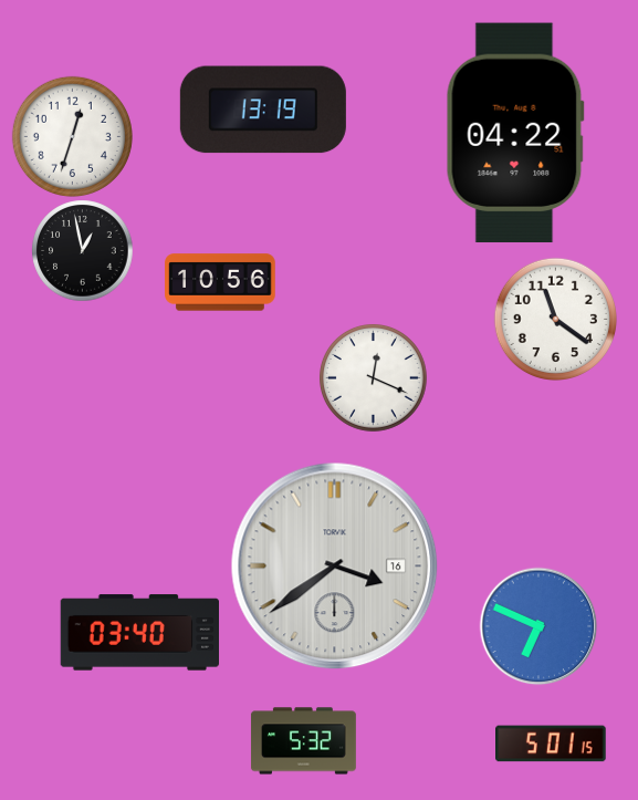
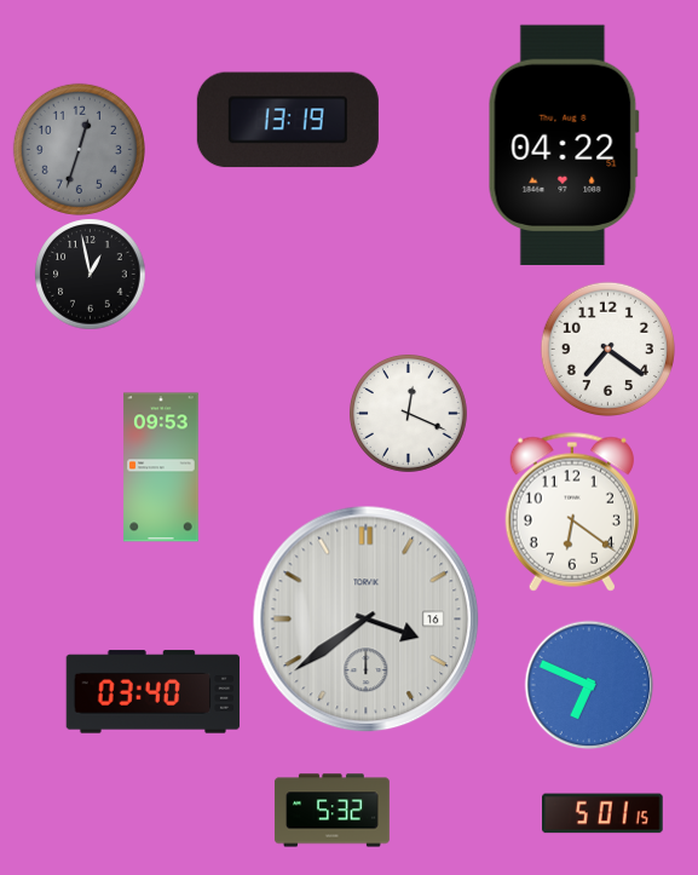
clock at (72, 136) dial: white -> grey
clock at (220, 282): 10:56 -> none
clock at (555, 319): 11:21 -> 7:21
clock at (161, 467): none -> 09:53
clock at (571, 512): none -> 6:21
